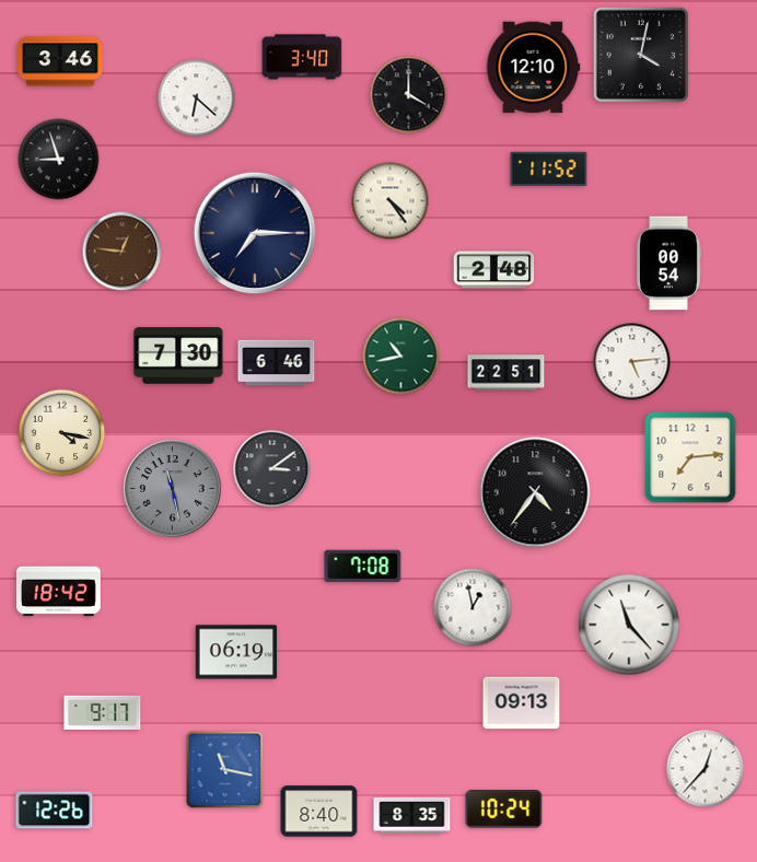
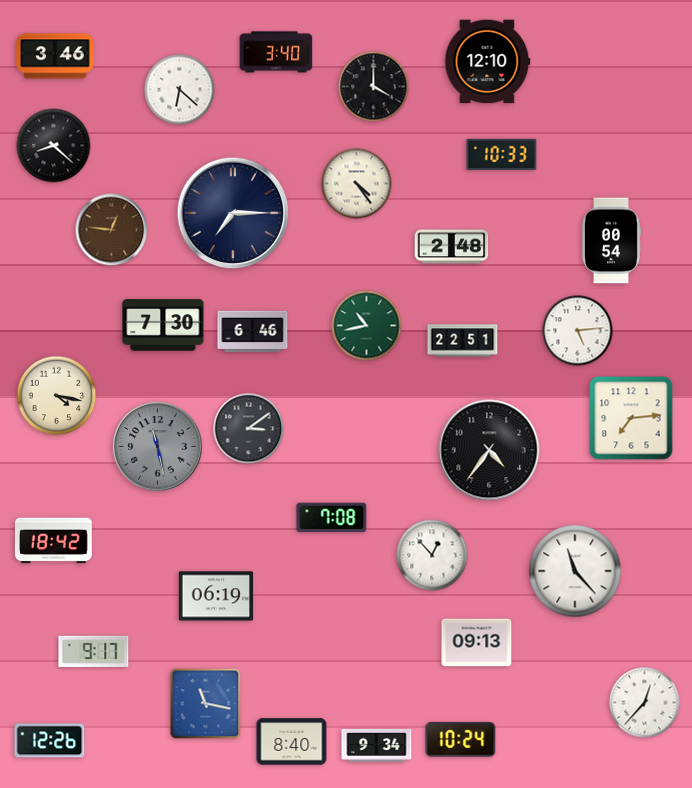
clock at (641, 55): 4:02 -> none
clock at (59, 160): 8:57 -> 8:22
clock at (549, 168): 11:52 -> 10:33
clock at (473, 607): 12:58 -> 12:53
clock at (412, 815): 8:35 -> 9:34
